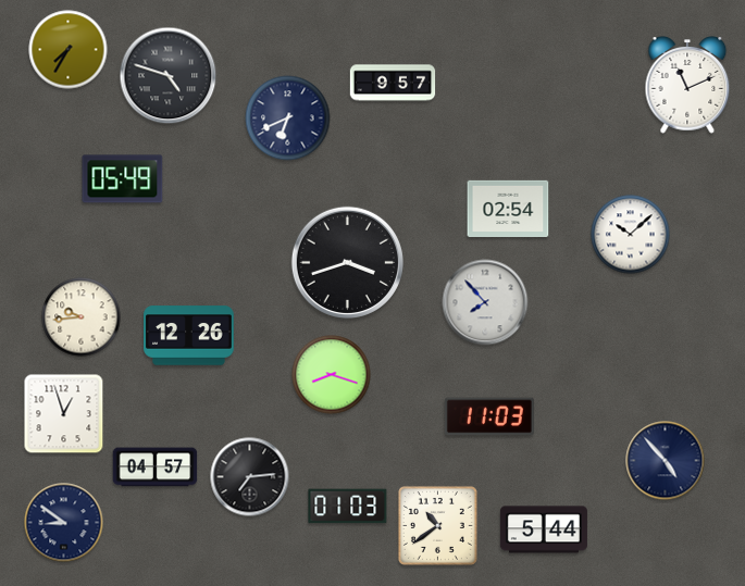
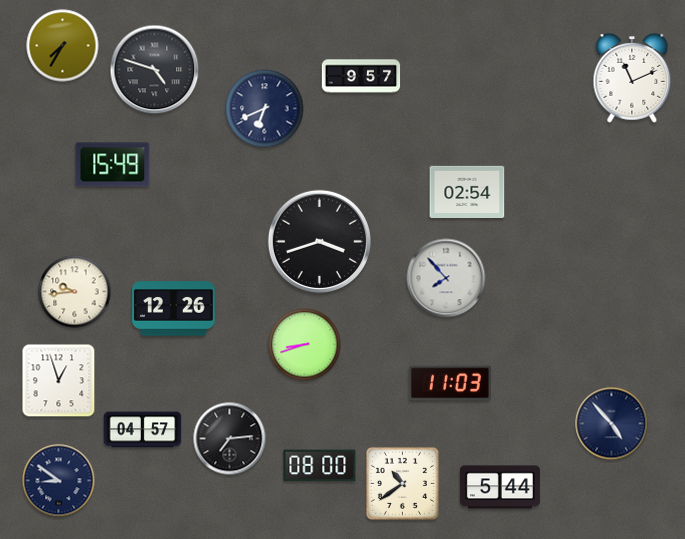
clock at (123, 179): 05:49 -> 15:49
clock at (631, 235): 10:08 -> none
clock at (332, 375): 8:18 -> 8:42
clock at (348, 507): 01:03 -> 08:00
